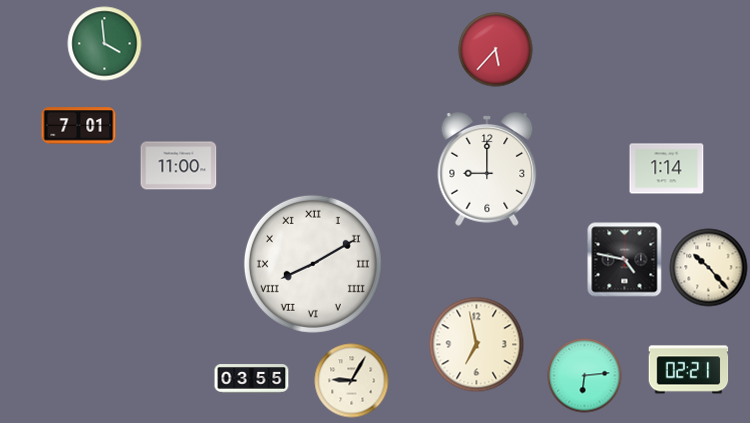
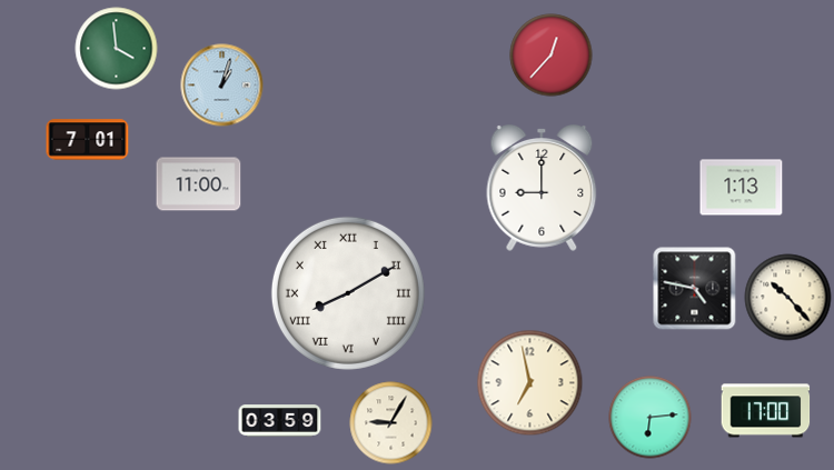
clock at (496, 50): 5:37 -> 12:37
clock at (222, 86): none -> 1:03
clock at (667, 169): 1:14 -> 1:13
clock at (689, 370): 02:21 -> 17:00
clock at (252, 379): 03:55 -> 03:59
